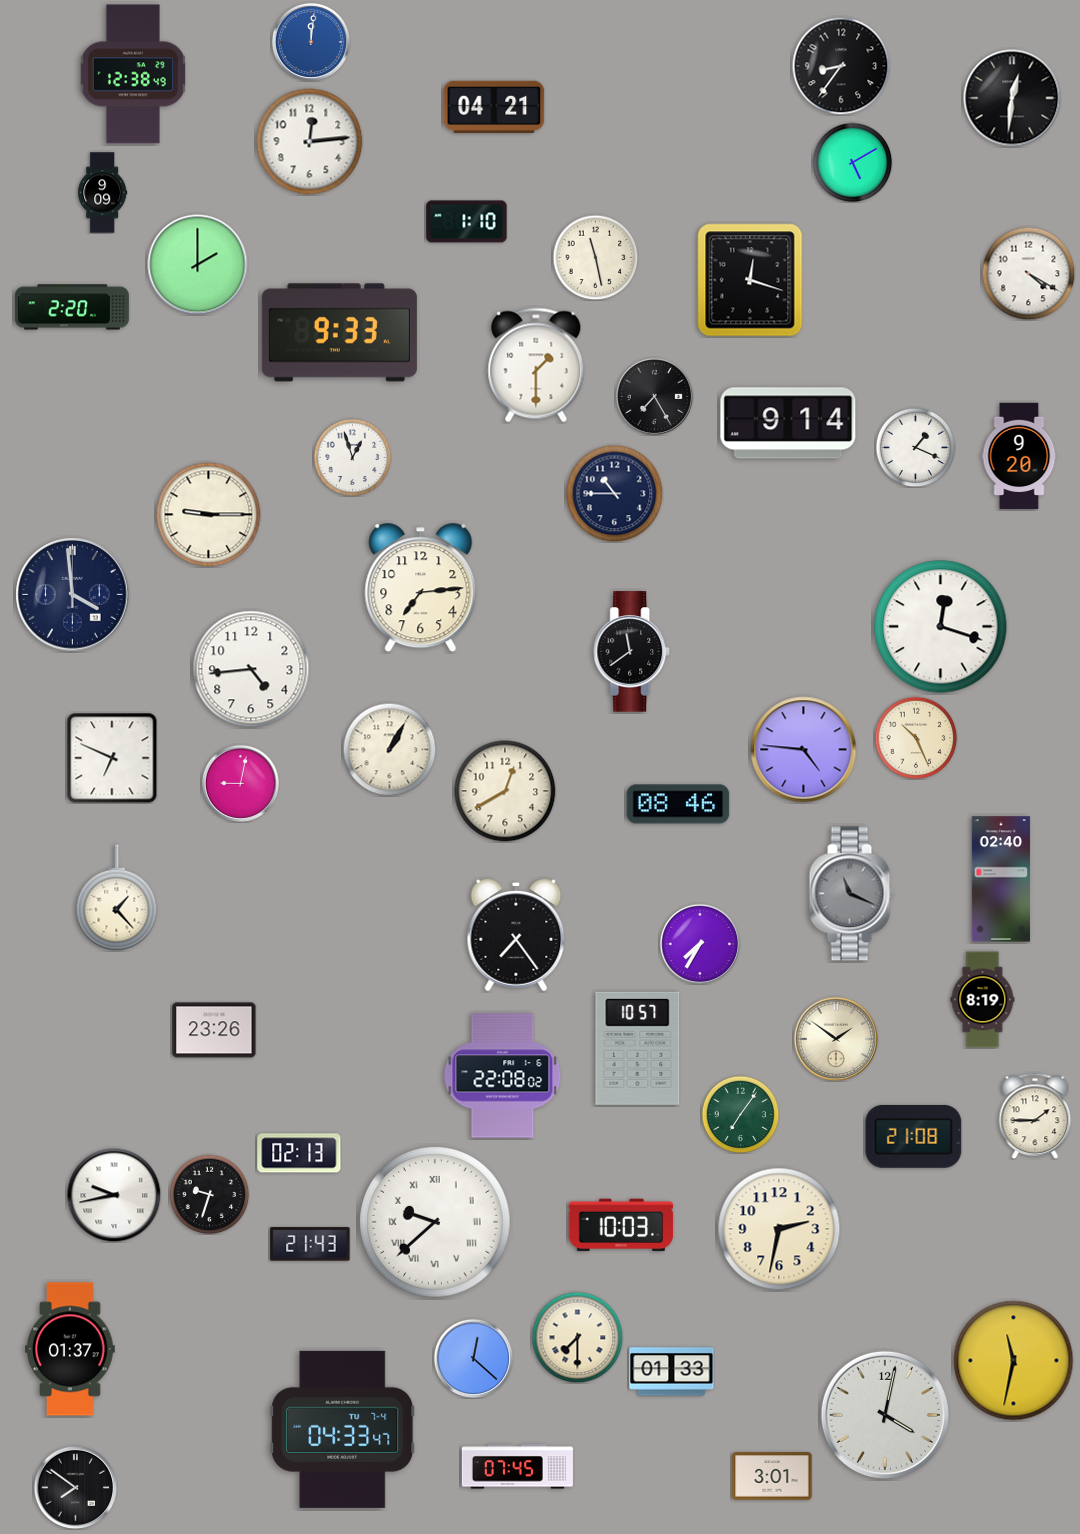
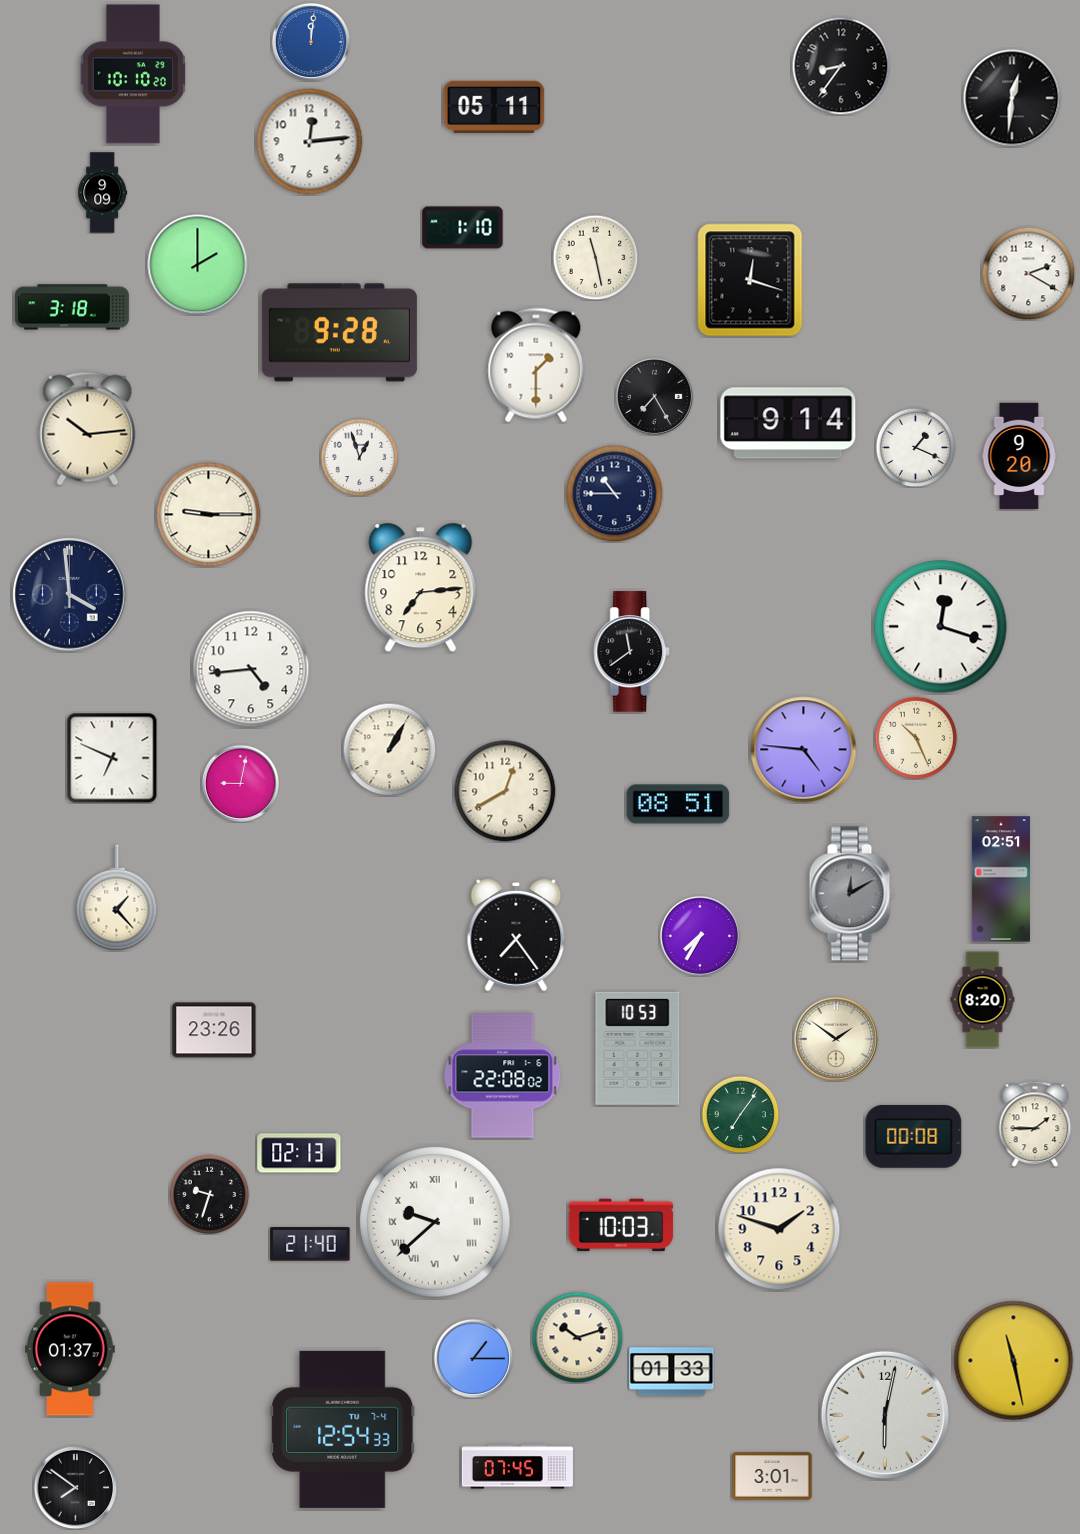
clock at (132, 74): 12:38 -> 10:10
clock at (494, 107): 04:21 -> 05:11
clock at (852, 162): 5:10 -> none
clock at (467, 222) position: (467, 222) -> (463, 228)
clock at (1028, 273): 4:20 -> 2:20
clock at (72, 307): 2:20 -> 3:18
clock at (339, 333): 9:33 -> 9:28
clock at (88, 429): none -> 10:14
clock at (352, 457) position: (352, 457) -> (359, 457)
clock at (73, 595) position: (73, 595) -> (70, 595)
clock at (678, 804): 08:46 -> 08:51
clock at (1001, 879): 02:40 -> 02:51
clock at (851, 894): 11:19 -> 12:10
clock at (699, 943) position: (699, 943) -> (699, 935)
clock at (983, 1000): 8:19 -> 8:20
clock at (638, 1048): 10:57 -> 10:53
clock at (1035, 1116) position: (1035, 1116) -> (1035, 1124)
clock at (914, 1136): 21:08 -> 00:08
clock at (114, 1195): 9:43 -> none
clock at (779, 1229): 2:32 -> 1:48
clock at (310, 1244): 21:43 -> 21:40
clock at (577, 1337): 7:30 -> 10:12
clock at (473, 1358): 12:22 -> 1:15
clock at (1014, 1361): 11:32 -> 11:28
clock at (885, 1415): 4:02 -> 6:02
clock at (343, 1429): 04:33 -> 12:54
